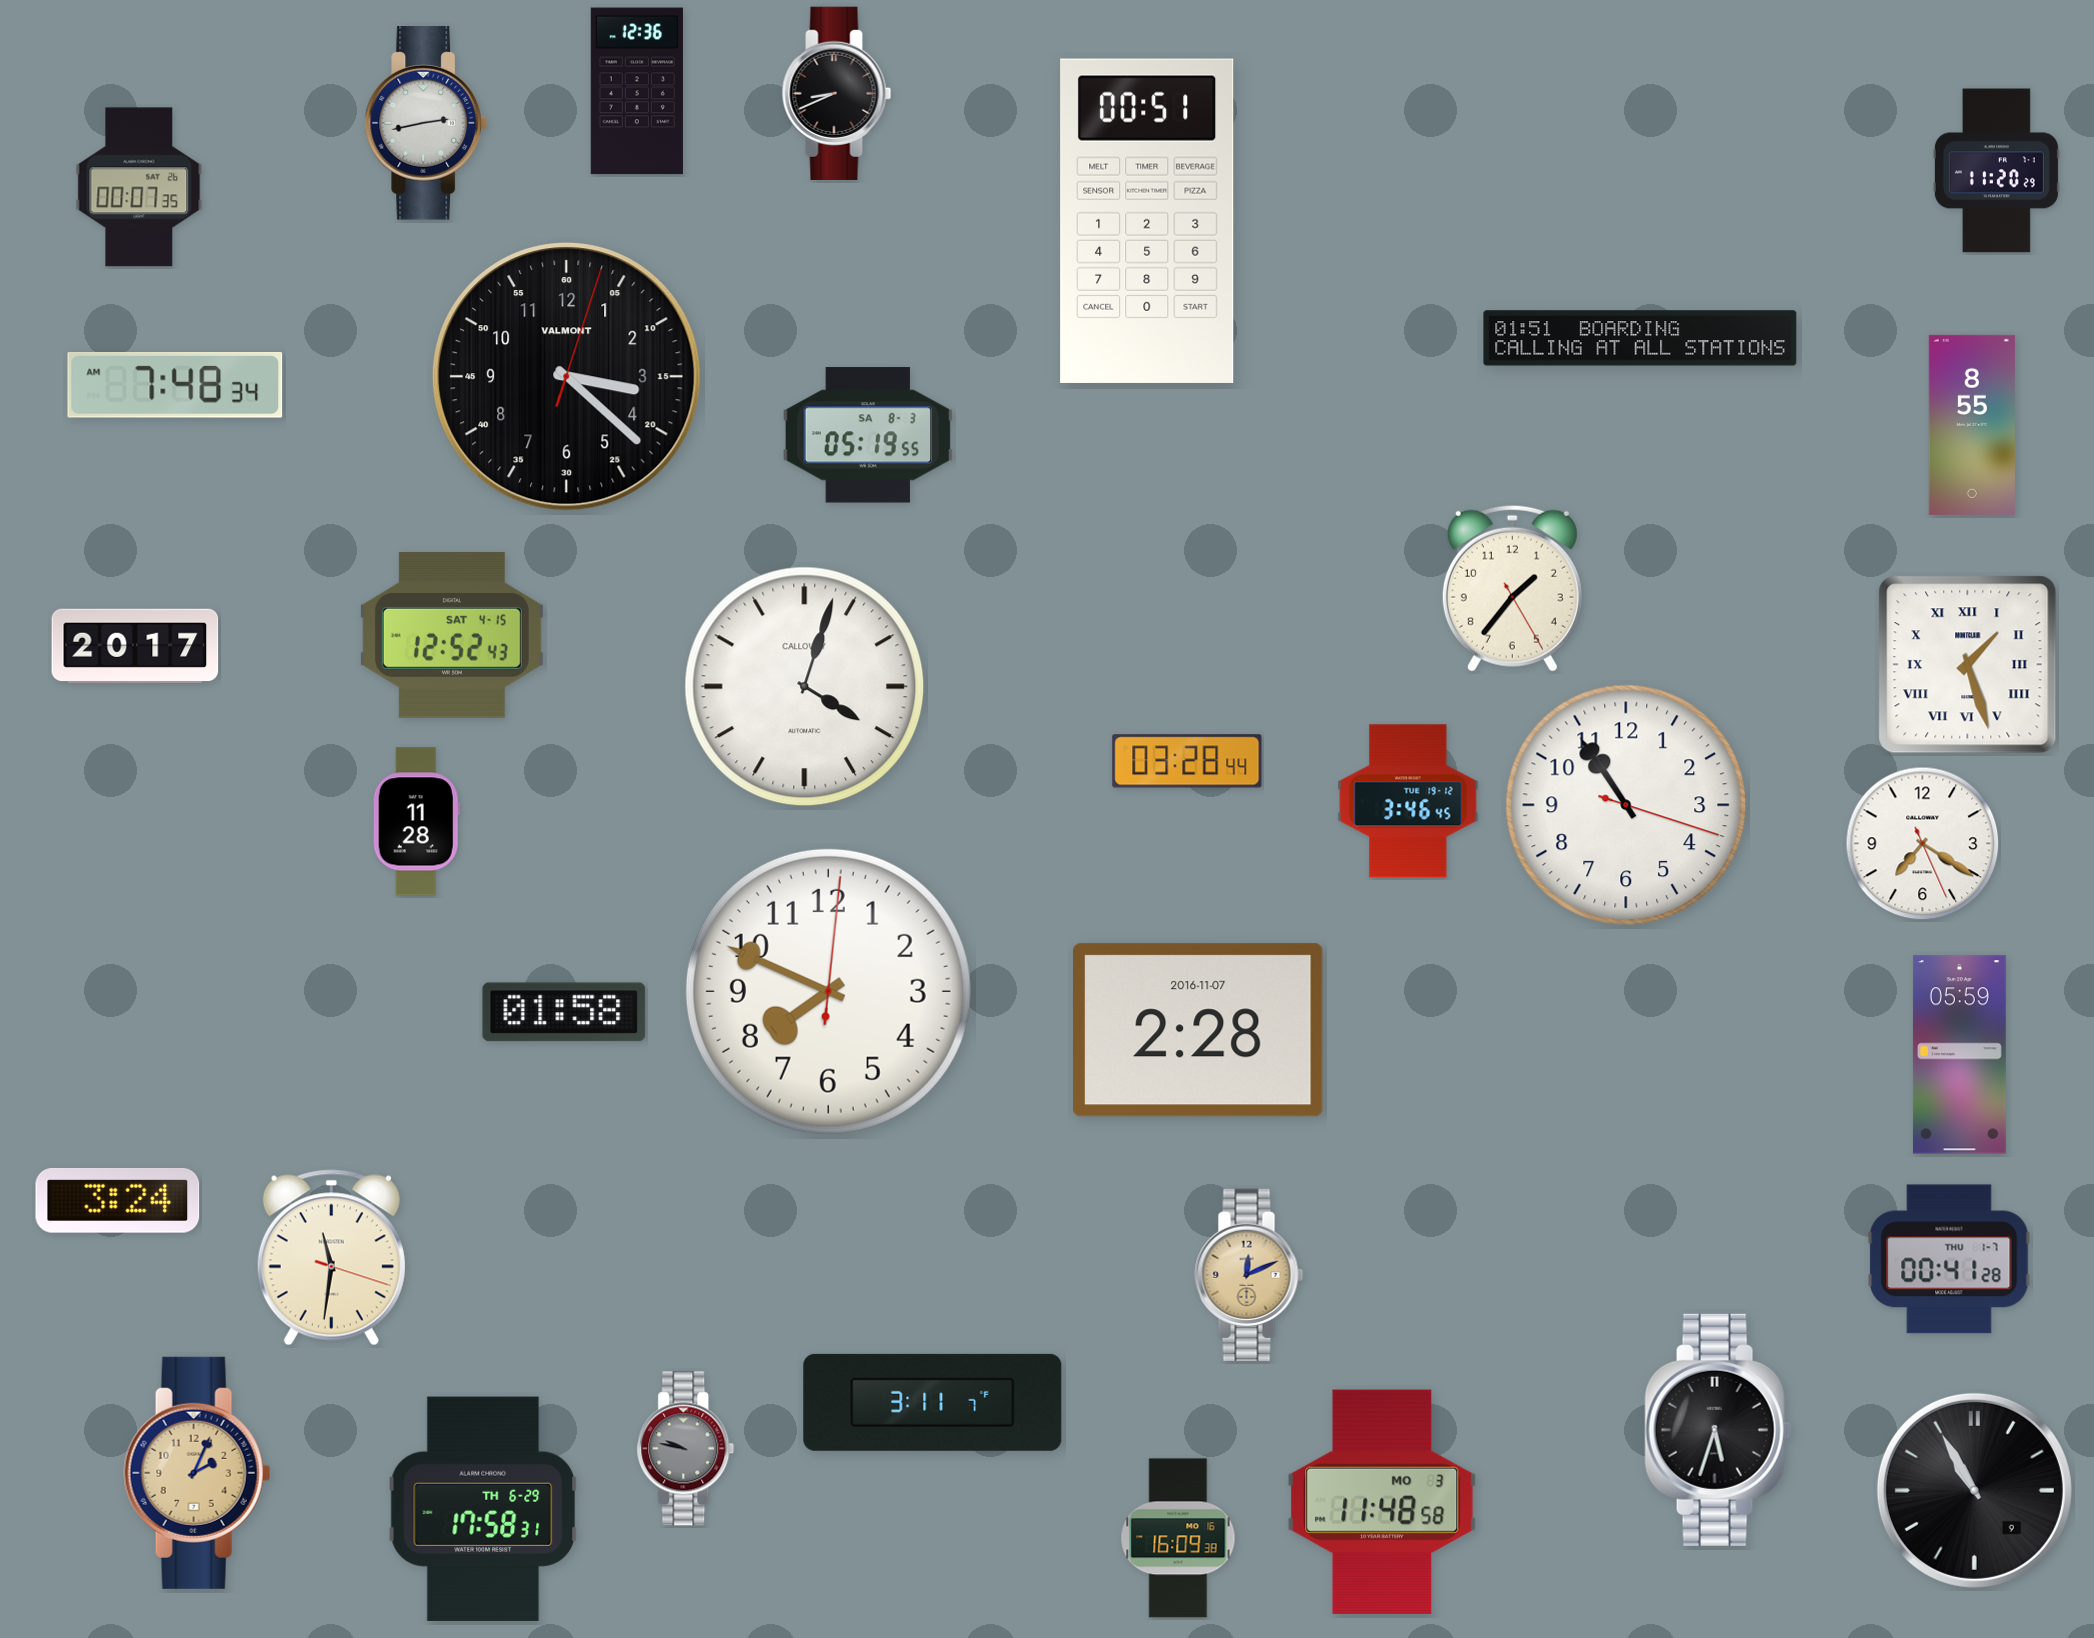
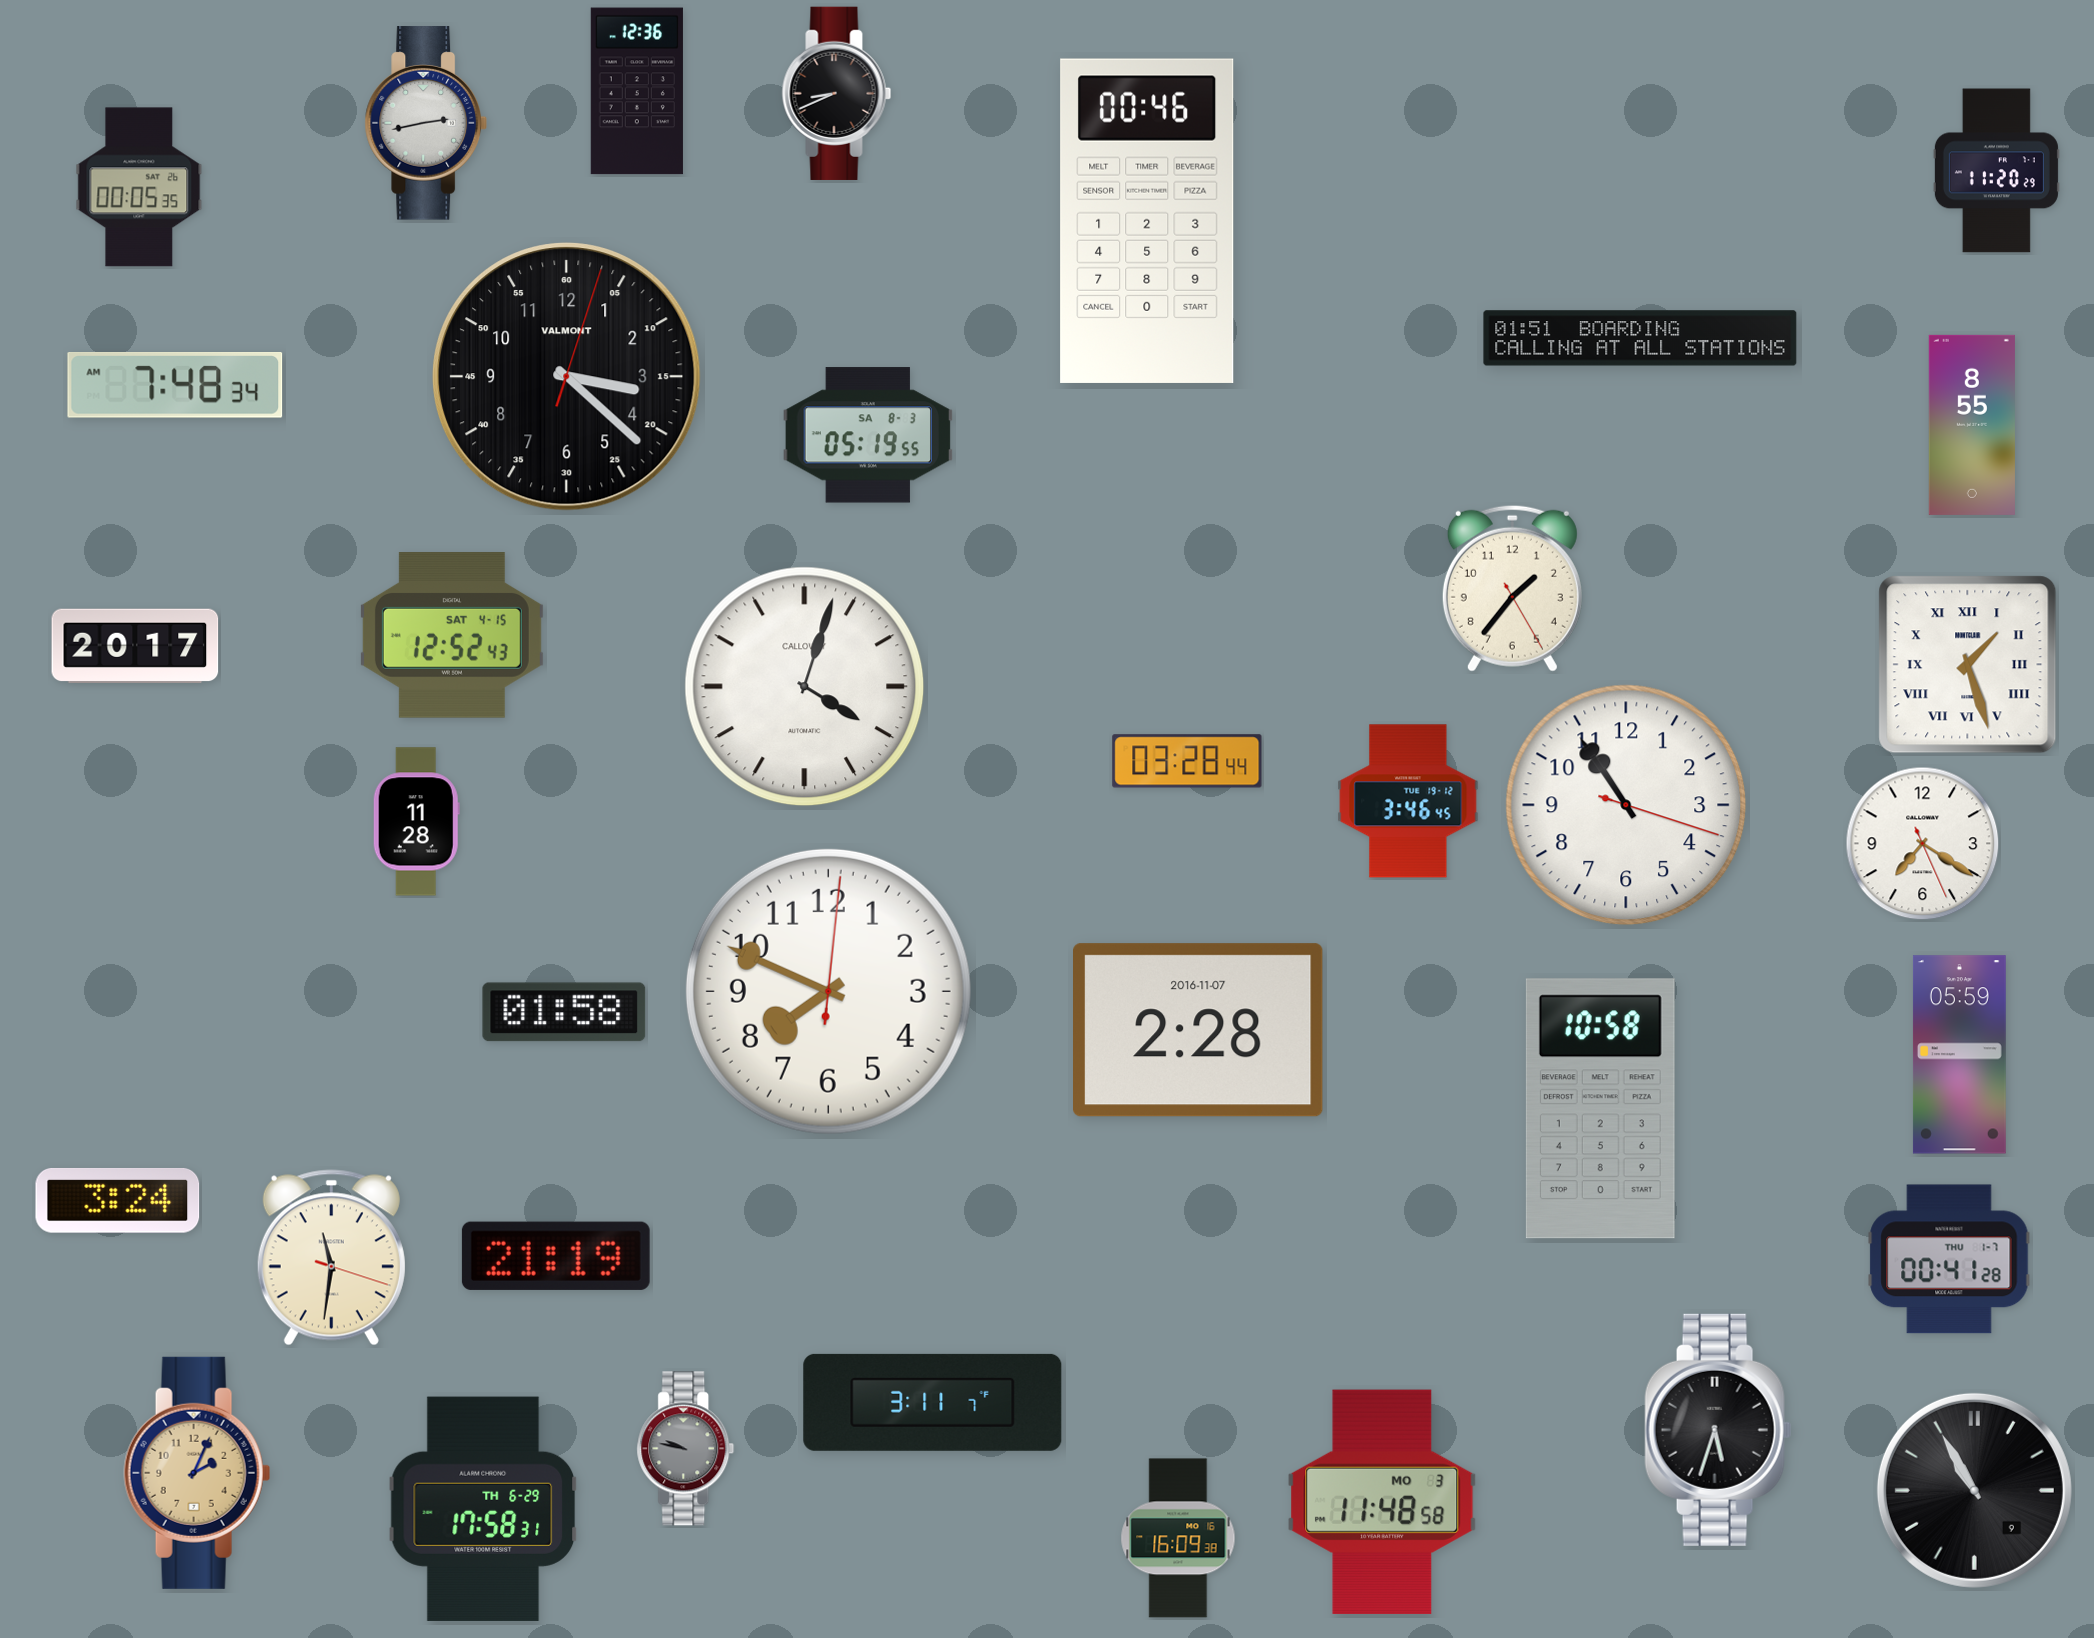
clock at (139, 187): 00:07 -> 00:05
clock at (1147, 221): 00:51 -> 00:46
clock at (1600, 1109): none -> 10:58
clock at (556, 1256): none -> 21:19
clock at (1249, 1274): 12:11 -> none
